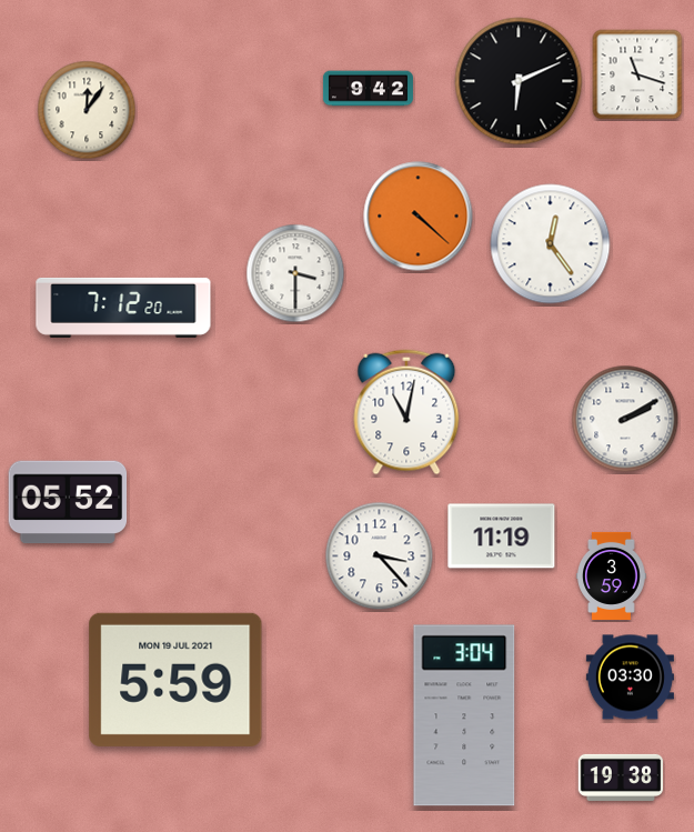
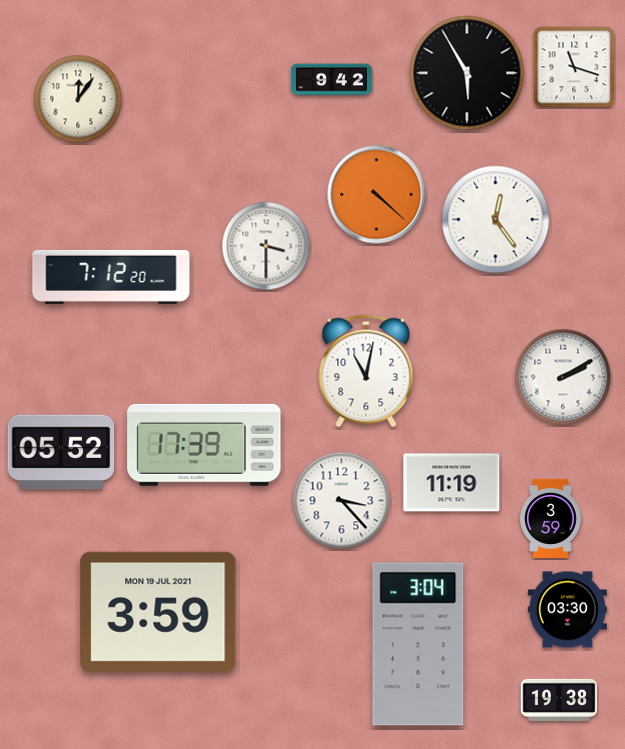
clock at (519, 81): 6:11 -> 5:55
clock at (204, 445): none -> 17:39
clock at (175, 680): 5:59 -> 3:59
